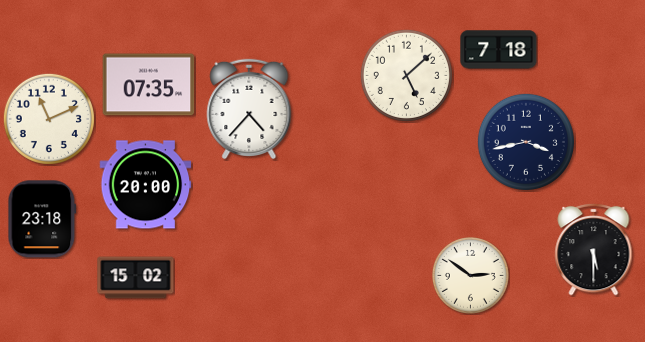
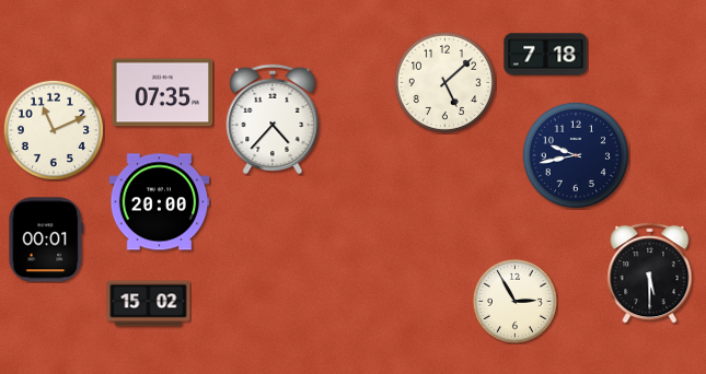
clock at (526, 142): 3:43 -> 9:43
clock at (42, 219): 23:18 -> 00:01
clock at (470, 275): 2:51 -> 2:55
